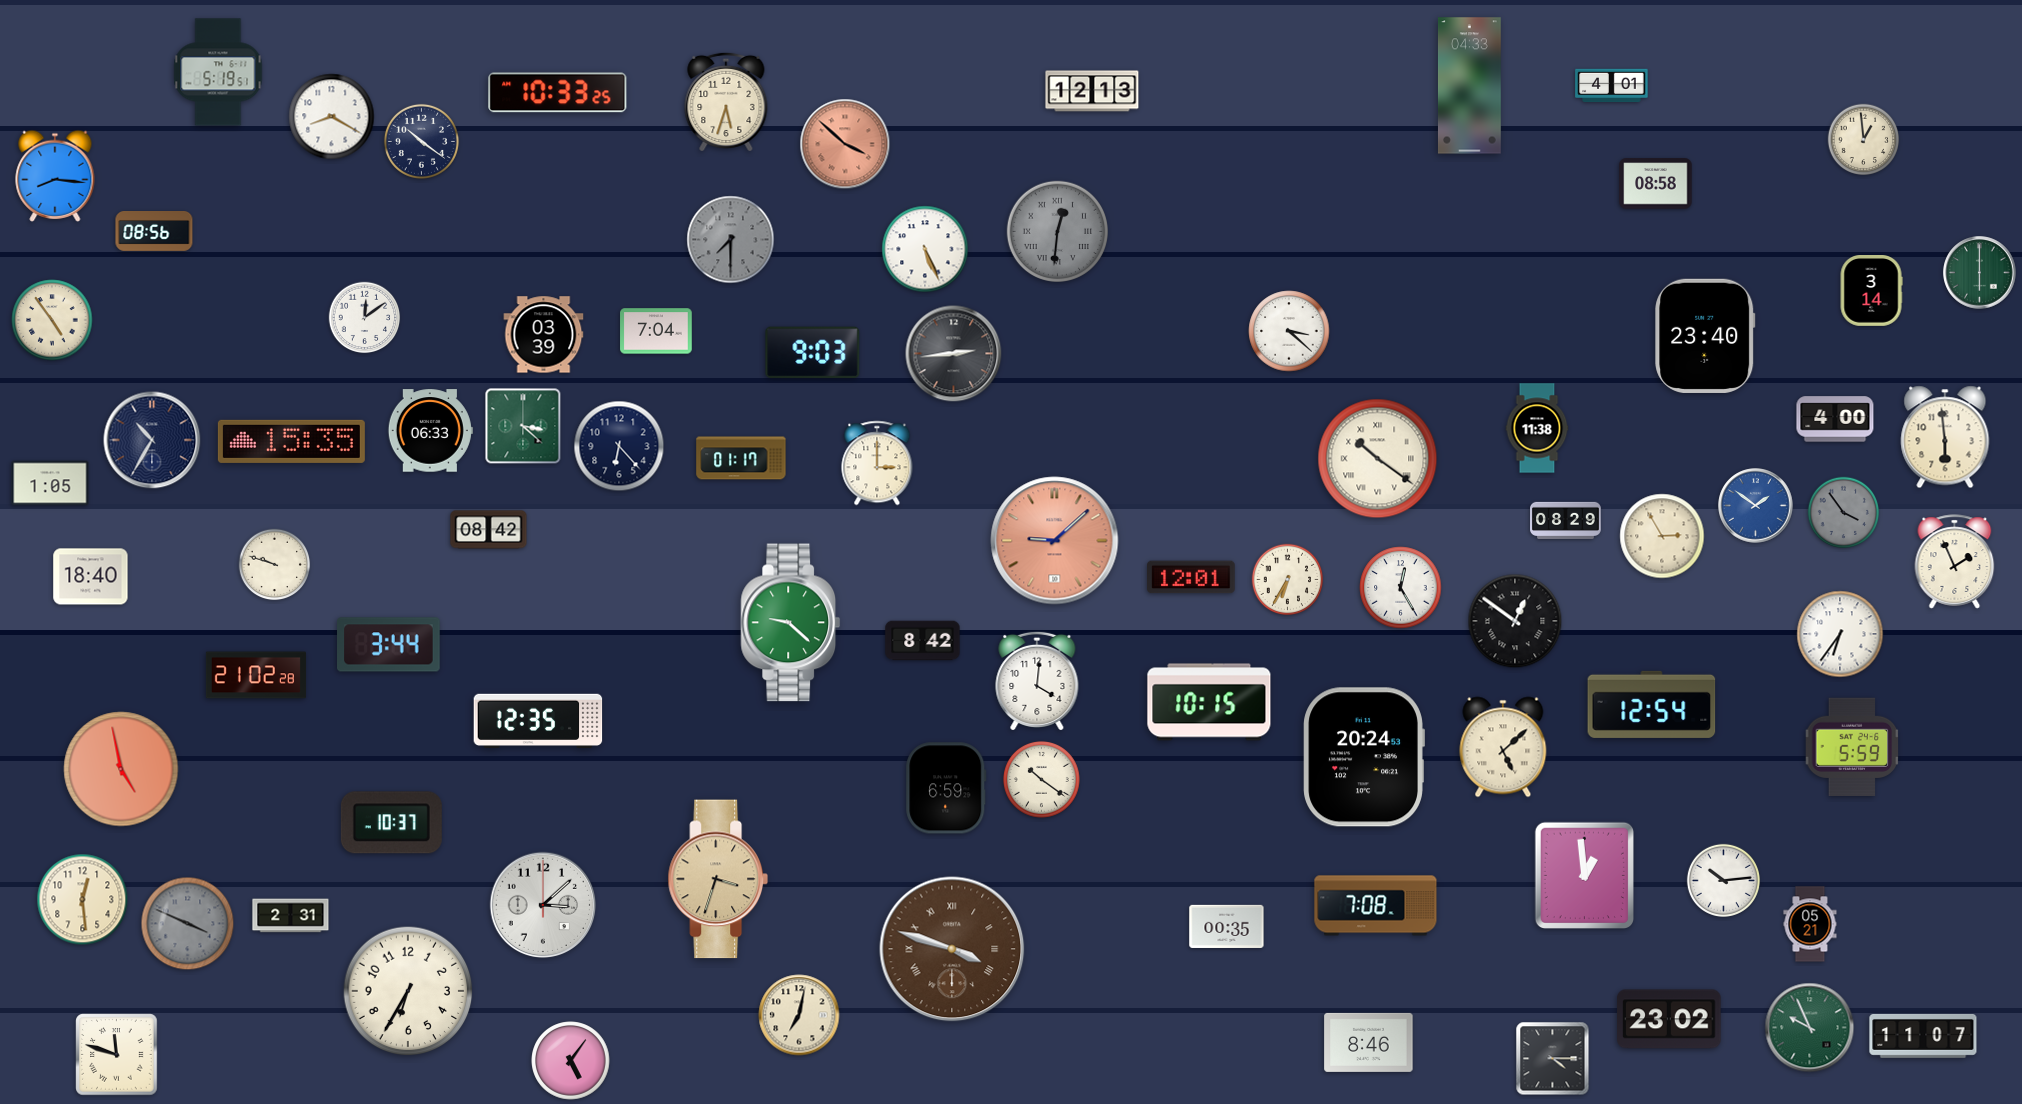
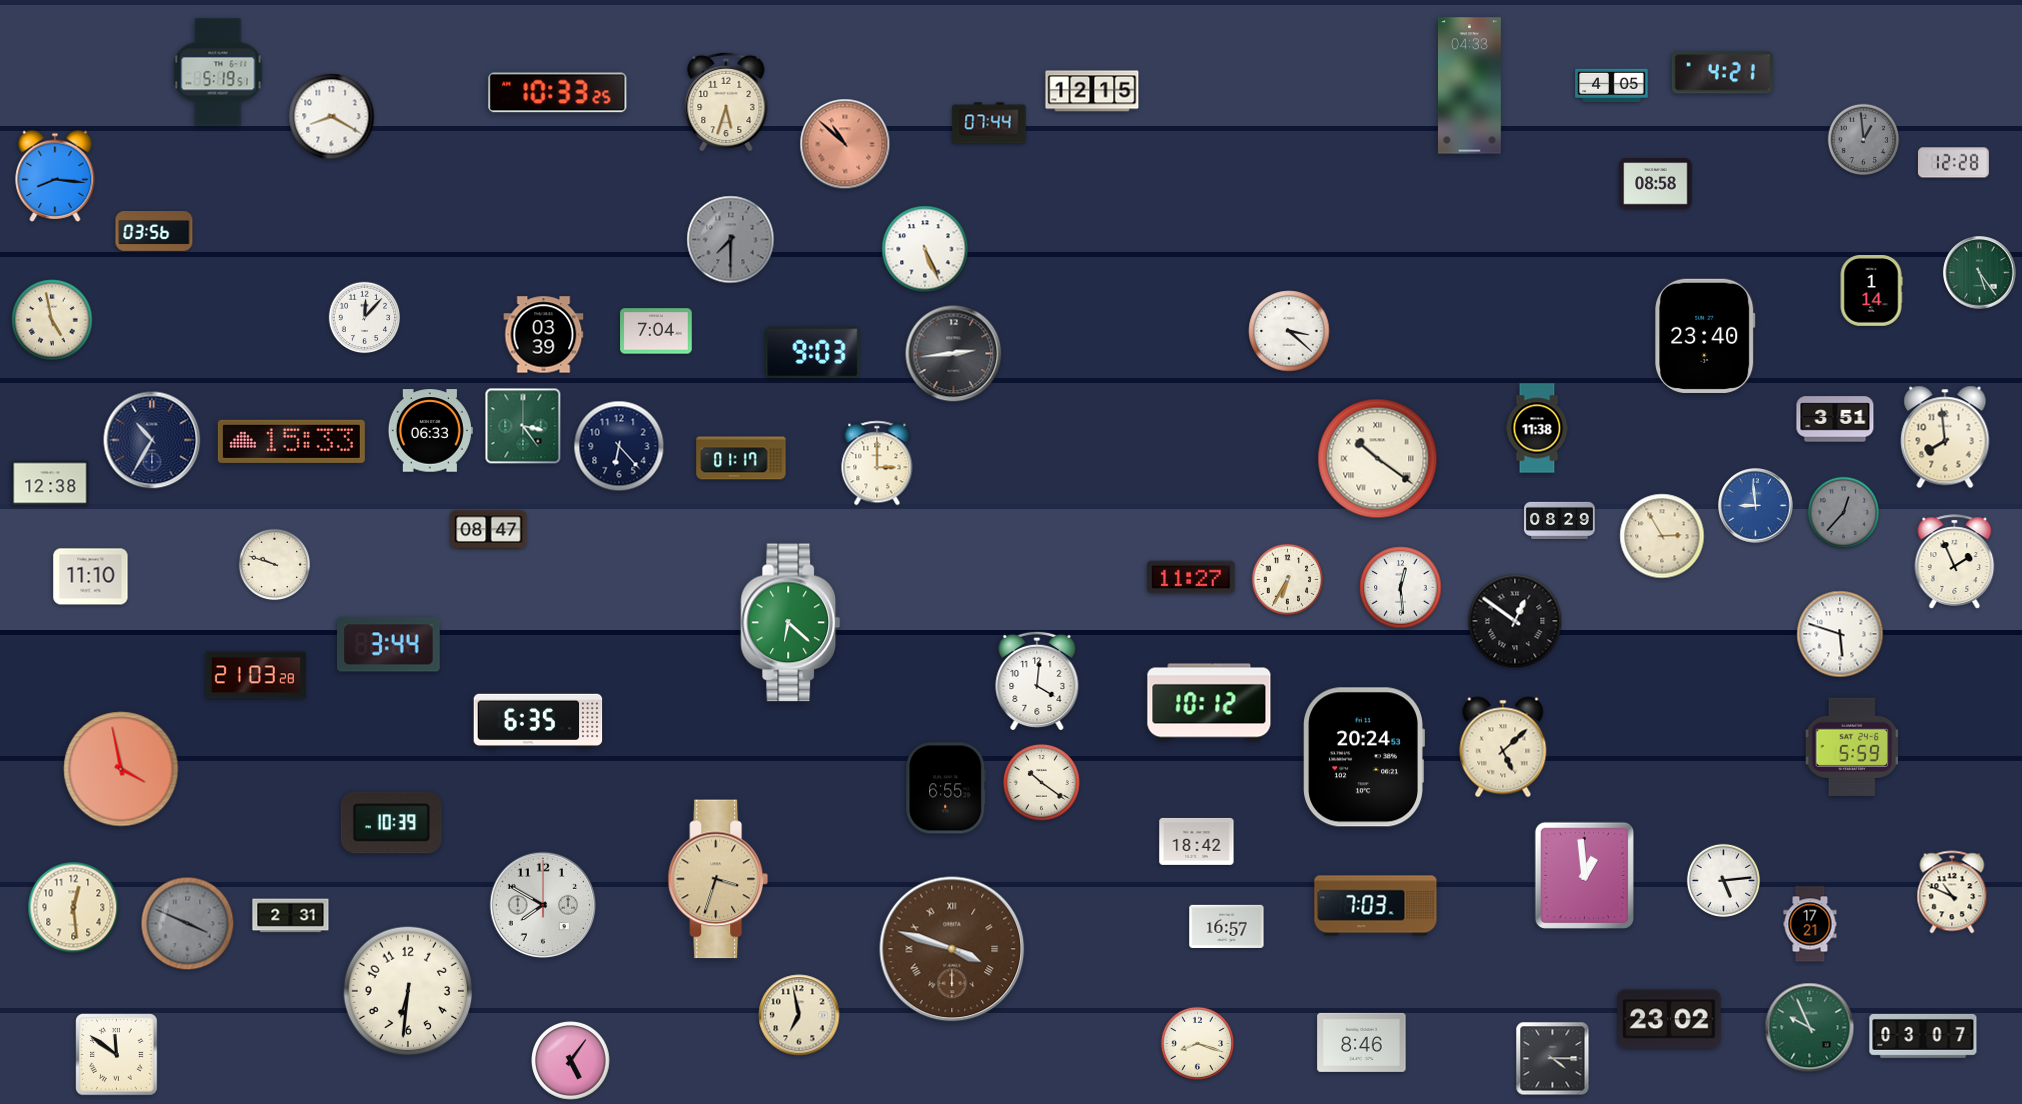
clock at (1722, 73): none -> 4:21
clock at (1612, 86): 4:01 -> 4:05
clock at (1092, 91): 12:13 -> 12:15
clock at (989, 123): none -> 07:44
clock at (1864, 140) dial: cream -> grey
clock at (421, 141): 10:21 -> none
clock at (845, 144): 3:52 -> 10:52
clock at (1953, 163): none -> 12:28
clock at (1057, 231): 12:31 -> none
clock at (154, 232): 08:56 -> 03:56
clock at (1980, 273): 6:00 -> 5:24
clock at (1871, 291): 3:14 -> 1:14
clock at (365, 318): 12:09 -> 12:07
clock at (52, 320): 4:54 -> 4:58
clock at (1835, 419): 4:00 -> 3:51
clock at (523, 426): 3:22 -> 3:24
clock at (1945, 437): 5:59 -> 7:59
clock at (291, 441): 15:35 -> 15:33
clock at (50, 483): 1:05 -> 12:38
clock at (1756, 506): 1:51 -> 8:59
clock at (1844, 513): 3:54 -> 12:37
clock at (1566, 520) position: (1566, 520) -> (1560, 520)
clock at (489, 530): 08:42 -> 08:47
clock at (1055, 541): 9:08 -> none
clock at (91, 577): 18:40 -> 11:10
clock at (1191, 577): 12:01 -> 11:27
clock at (1401, 588): 12:25 -> 12:29
clock at (791, 623): 9:22 -> 6:22
clock at (1840, 634): 6:36 -> 5:48
clock at (923, 641): 8:42 -> none
clock at (256, 675): 21:02 -> 21:03
clock at (1209, 702): 10:15 -> 10:12
clock at (1652, 704): 12:54 -> none
clock at (538, 721): 12:35 -> 6:35
clock at (121, 769): 4:58 -> 3:58
clock at (1041, 779) position: (1041, 779) -> (1041, 782)
clock at (946, 788): 6:59 -> 6:55
clock at (391, 823): 10:37 -> 10:39
clock at (1197, 841): none -> 18:42
clock at (1723, 880): 10:14 -> 5:14
clock at (1952, 892): none -> 10:49
clock at (83, 900) position: (83, 900) -> (74, 908)
clock at (543, 905): 3:08 -> 7:50
clock at (1376, 906): 7:08 -> 7:03
clock at (1810, 924): 05:21 -> 17:21
clock at (1227, 926): 00:35 -> 16:57
clock at (408, 991): 6:35 -> 6:31
clock at (799, 1015): 7:02 -> 6:58
clock at (1923, 1036): 11:07 -> 03:07
clock at (1369, 1042) position: (1369, 1042) -> (1362, 1042)
clock at (1197, 1043): none -> 8:18
clock at (117, 1055): 11:48 -> 11:51
